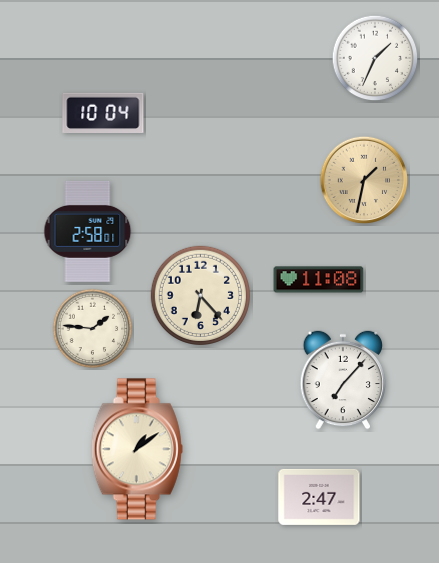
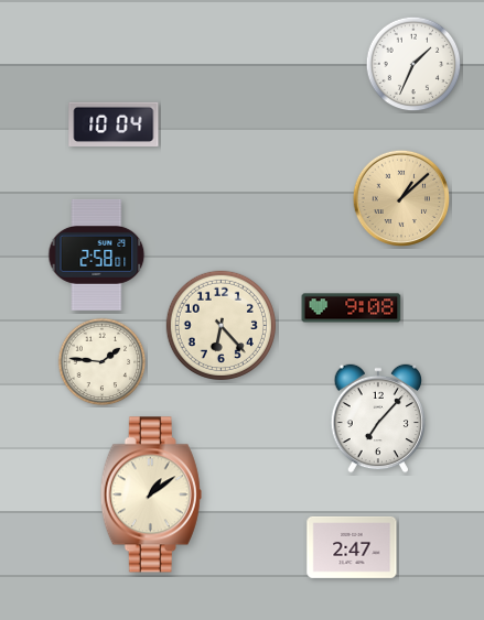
clock at (364, 180): 1:32 -> 1:08
clock at (319, 280): 11:08 -> 9:08
